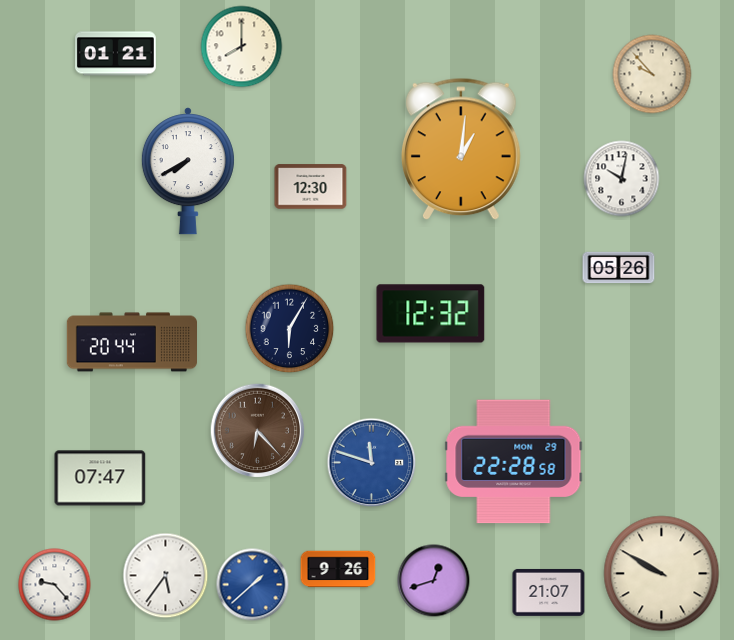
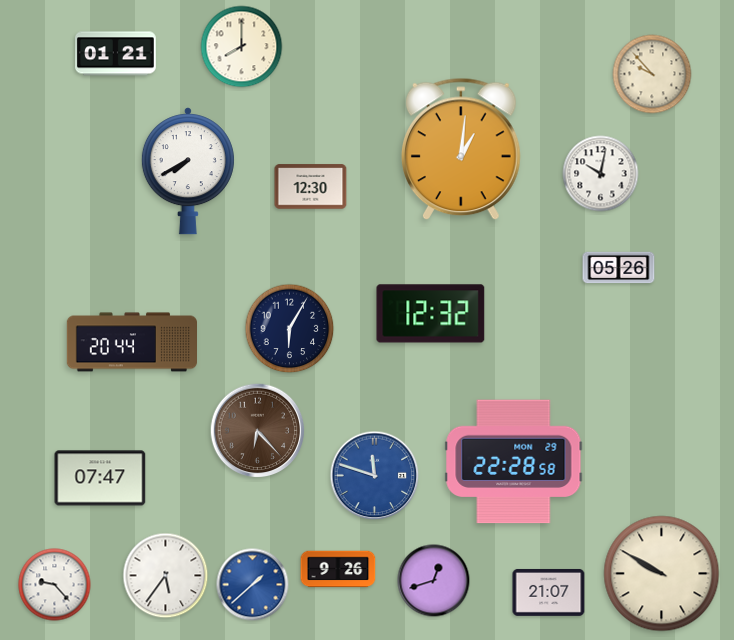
clock at (622, 179) position: (622, 179) -> (601, 174)
clock at (372, 463) position: (372, 463) -> (375, 476)
